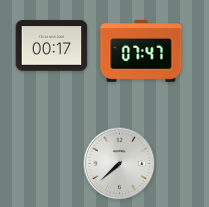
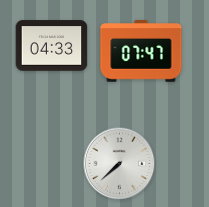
clock at (52, 46): 00:17 -> 04:33
